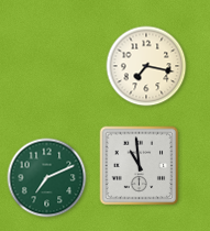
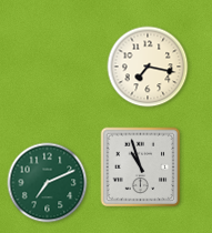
clock at (140, 166): 10:59 -> 10:57
clock at (47, 178) position: (47, 178) -> (48, 183)
